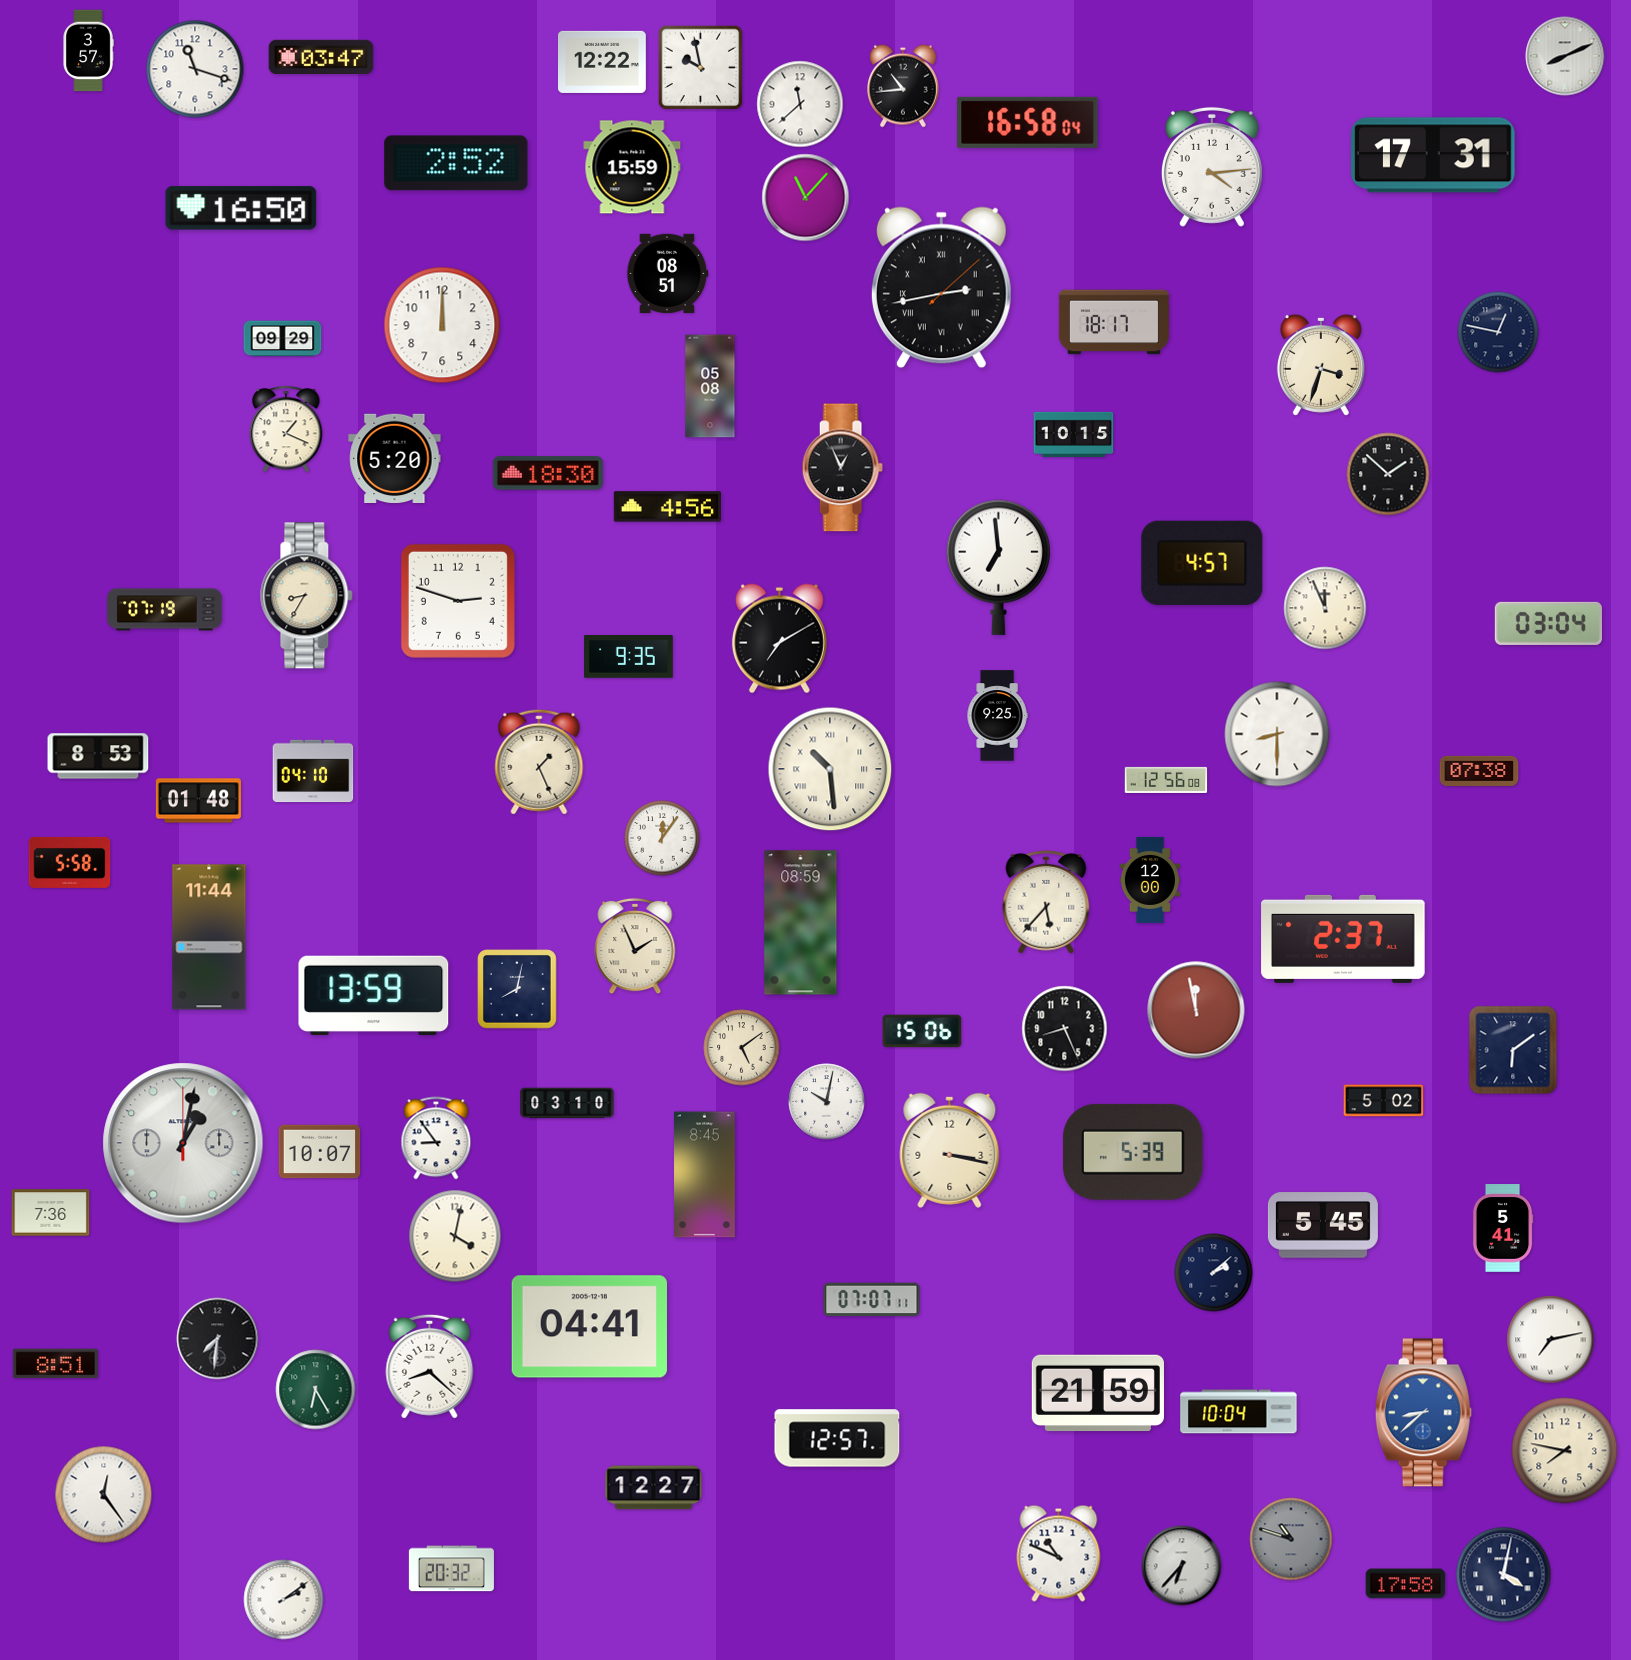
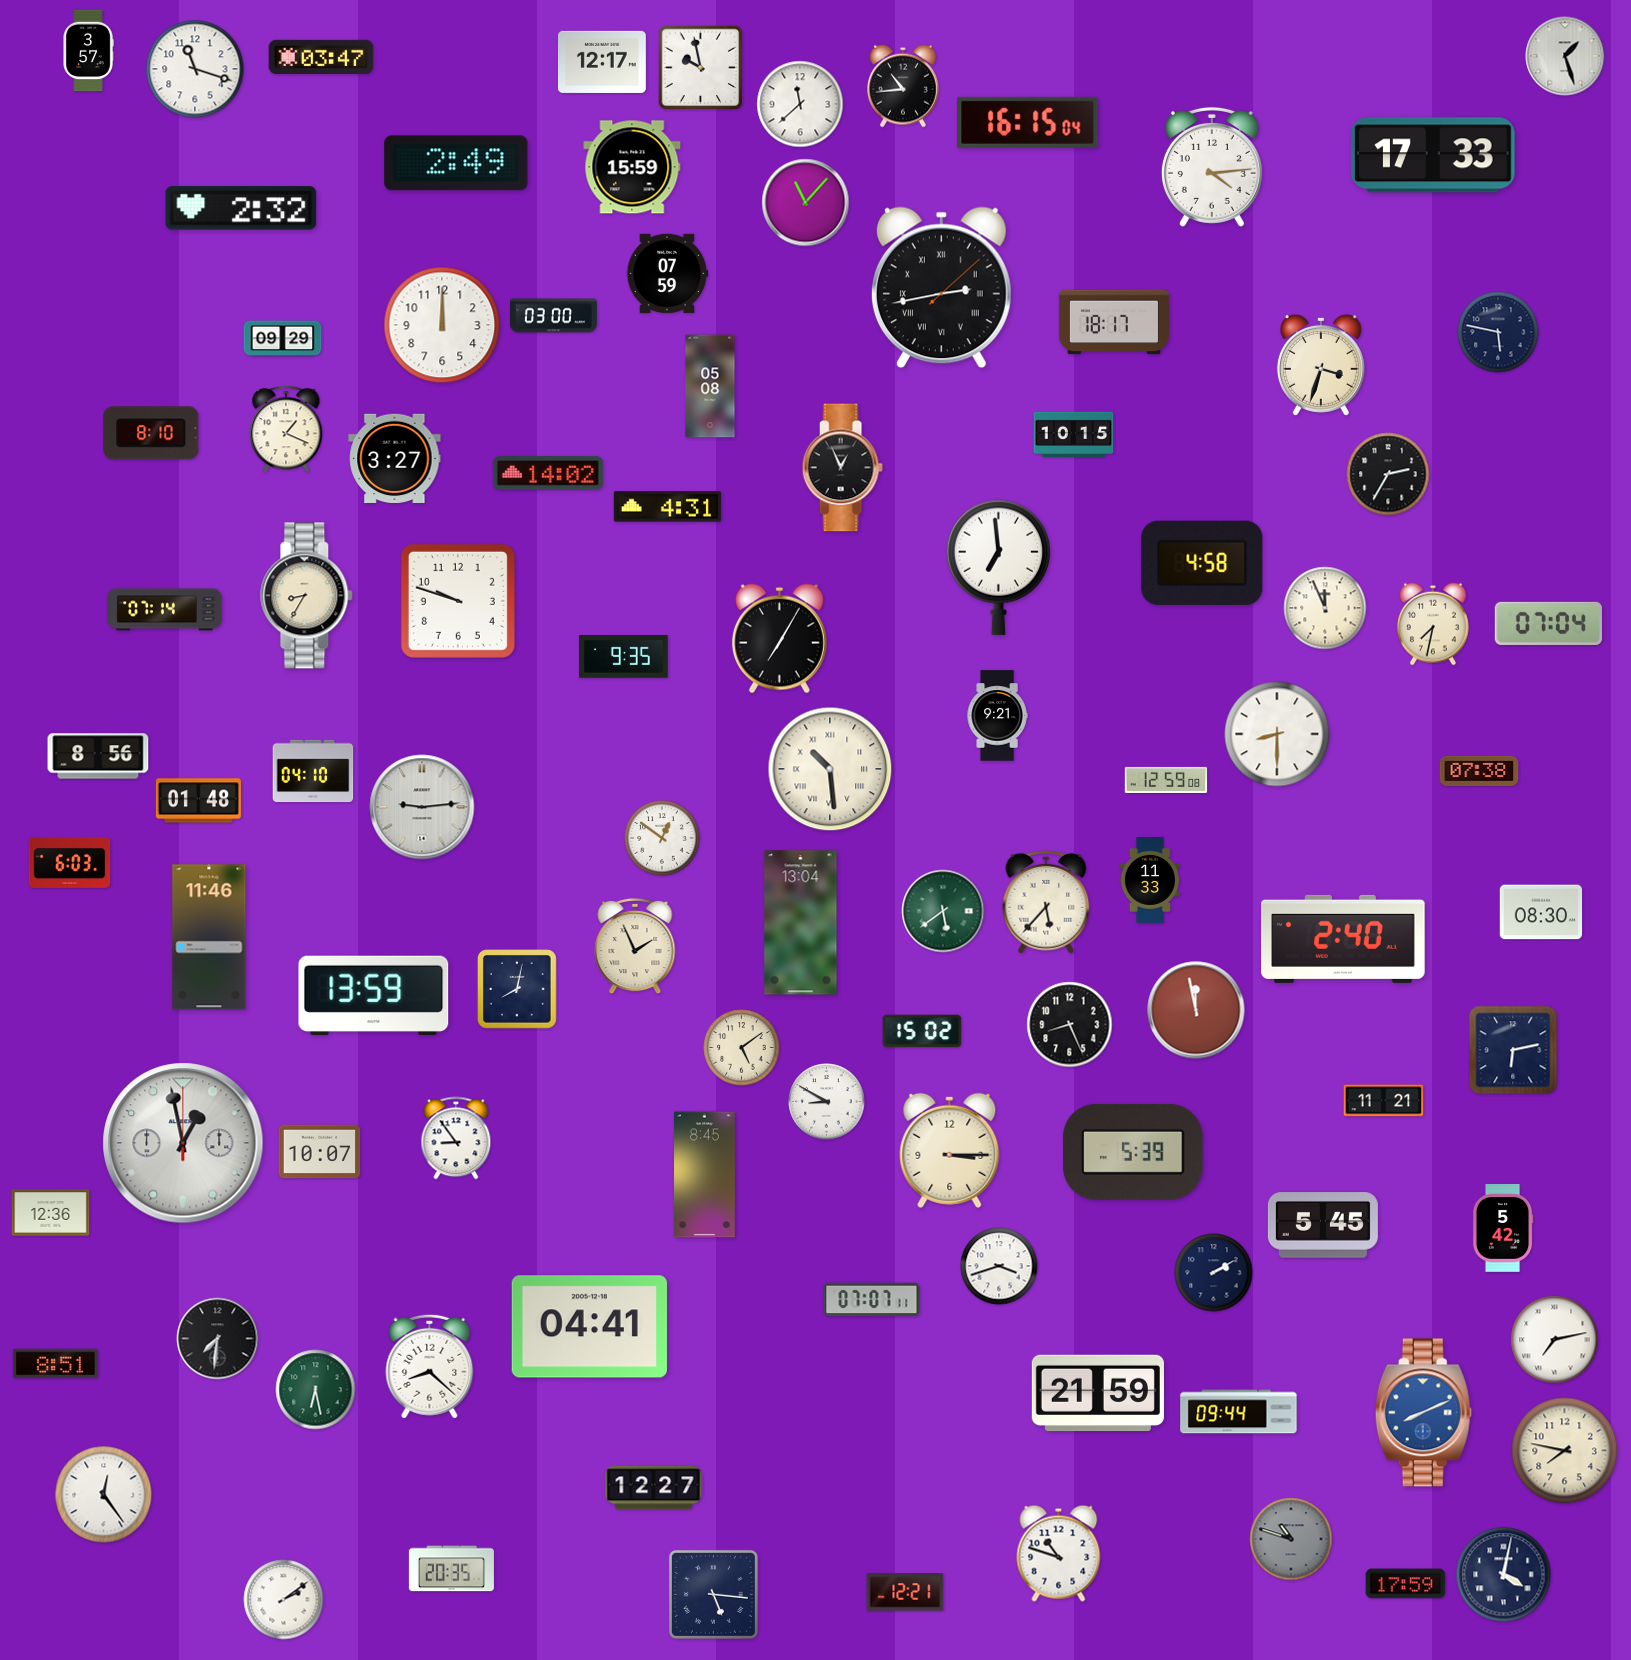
clock at (1565, 56): 8:11 -> 1:27
clock at (603, 62): 12:22 -> 12:17
clock at (1028, 122): 16:58 -> 16:15
clock at (1433, 155): 17:31 -> 17:33
clock at (456, 163): 2:52 -> 2:49
clock at (806, 198) position: (806, 198) -> (806, 203)
clock at (241, 208): 16:50 -> 2:32
clock at (667, 273): 08:51 -> 07:59
clock at (553, 316): none -> 03:00
clock at (1498, 332): 12:47 -> 5:47
clock at (151, 433): none -> 8:10
clock at (395, 458): 5:20 -> 3:27
clock at (548, 473): 18:30 -> 14:02
clock at (1388, 474): 1:52 -> 2:35
clock at (667, 507): 4:56 -> 4:31
clock at (1202, 563): 4:57 -> 4:58
clock at (458, 601): 2:48 -> 9:48
clock at (165, 610): 07:19 -> 07:14
clock at (1548, 623): 03:04 -> 07:04
clock at (1434, 624): none -> 7:32
clock at (779, 639): 7:10 -> 7:05
clock at (629, 657) position: (629, 657) -> (624, 657)
clock at (997, 716): 9:25 -> 9:21
clock at (98, 756): 8:53 -> 8:56
clock at (539, 762): 1:26 -> none
clock at (1166, 780): 12:56 -> 12:59
clock at (422, 807): none -> 9:14
clock at (662, 838): 12:06 -> 12:51
clock at (70, 862): 5:58 -> 6:03
clock at (1150, 880): 12:00 -> 11:33
clock at (943, 911): none -> 5:39
clock at (1541, 912): none -> 08:30
clock at (801, 923): 08:59 -> 13:04
clock at (209, 937): 11:44 -> 11:46
clock at (1343, 939): 2:37 -> 2:40
clock at (1065, 1029) position: (1065, 1029) -> (1070, 1025)
clock at (922, 1031): 15:06 -> 15:02
clock at (1513, 1050): 6:09 -> 6:13
clock at (1384, 1101): 5:02 -> 11:21
clock at (827, 1102): 10:02 -> 8:50
clock at (567, 1103): 03:10 -> none
clock at (436, 1138) position: (436, 1138) -> (456, 1138)
clock at (183, 1143): 1:02 -> 12:58
clock at (950, 1150): 3:17 -> 3:15
clock at (51, 1213): 7:36 -> 12:36
clock at (1503, 1228): 5:41 -> 5:42
clock at (455, 1236): 4:02 -> none
clock at (999, 1266): none -> 3:42
clock at (1214, 1273): 2:08 -> 2:10
clock at (1551, 1340) position: (1551, 1340) -> (1555, 1340)
clock at (316, 1390): 6:25 -> 6:28
clock at (1239, 1412): 10:04 -> 09:44
clock at (1423, 1413): 8:38 -> 8:11
clock at (837, 1438): 12:57 -> none
clock at (1059, 1553): 10:49 -> 10:48
clock at (1182, 1566): 6:37 -> none
clock at (451, 1569): 20:32 -> 20:35
clock at (1406, 1584): 17:58 -> 17:59
clock at (905, 1592): none -> 12:21
clock at (713, 1594): none -> 5:16
